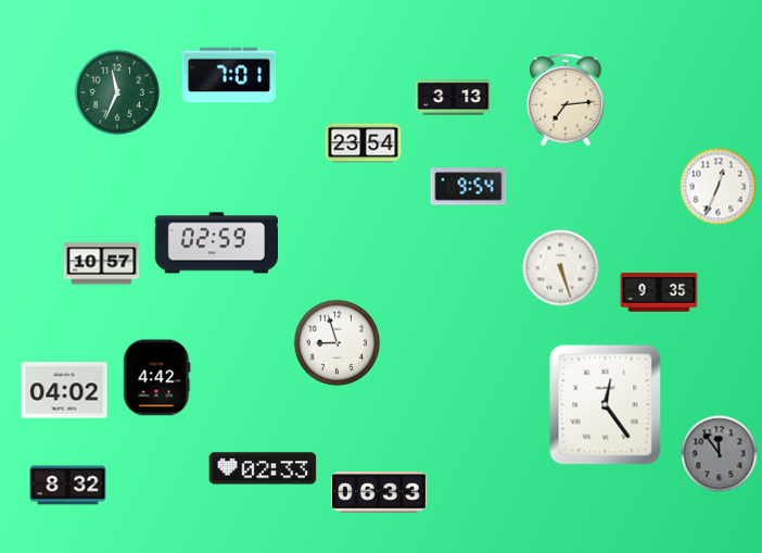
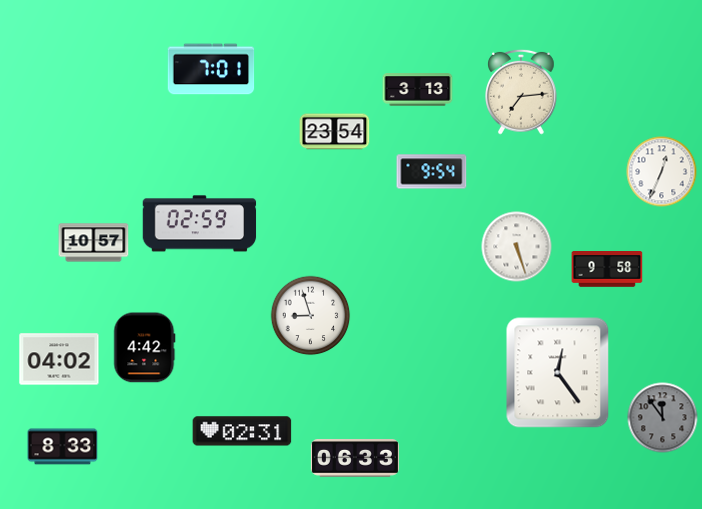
clock at (117, 92): 11:34 -> none
clock at (659, 293): 9:35 -> 9:58
clock at (263, 468): 02:33 -> 02:31
clock at (68, 486): 8:32 -> 8:33
clock at (379, 493) position: (379, 493) -> (355, 459)
